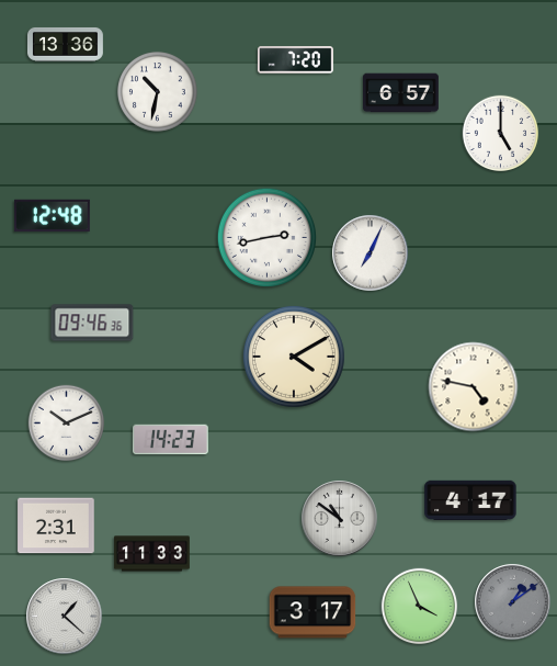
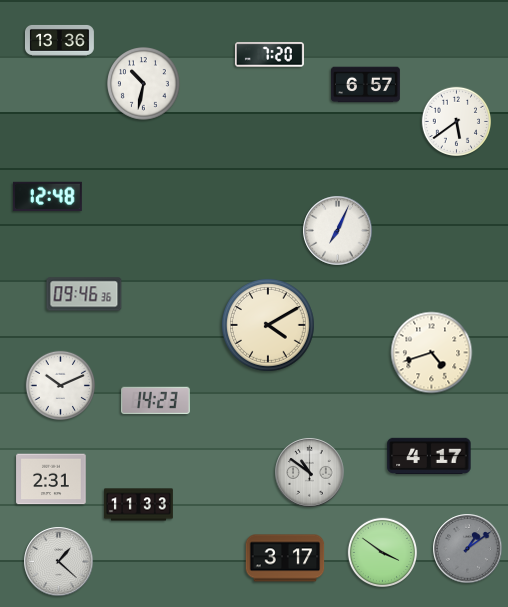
clock at (500, 133): 5:00 -> 5:39
clock at (266, 237): 2:43 -> none
clock at (474, 387): 4:47 -> 4:42
clock at (419, 606): 3:56 -> 3:51
